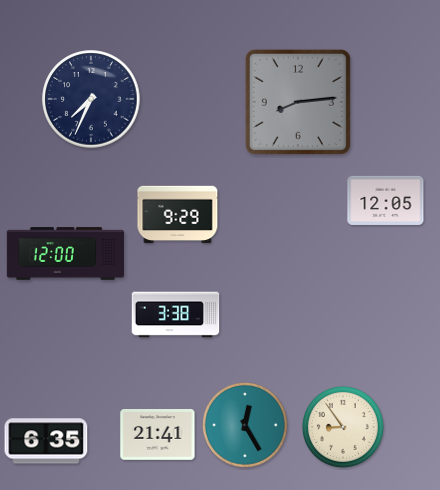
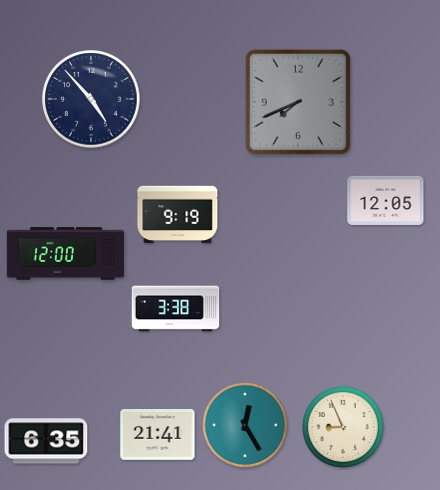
clock at (91, 99): 7:34 -> 4:53
clock at (298, 102): 8:14 -> 7:41
clock at (178, 215): 9:29 -> 9:19
clock at (176, 315) position: (176, 315) -> (176, 309)
clock at (343, 427): 8:54 -> 8:56
